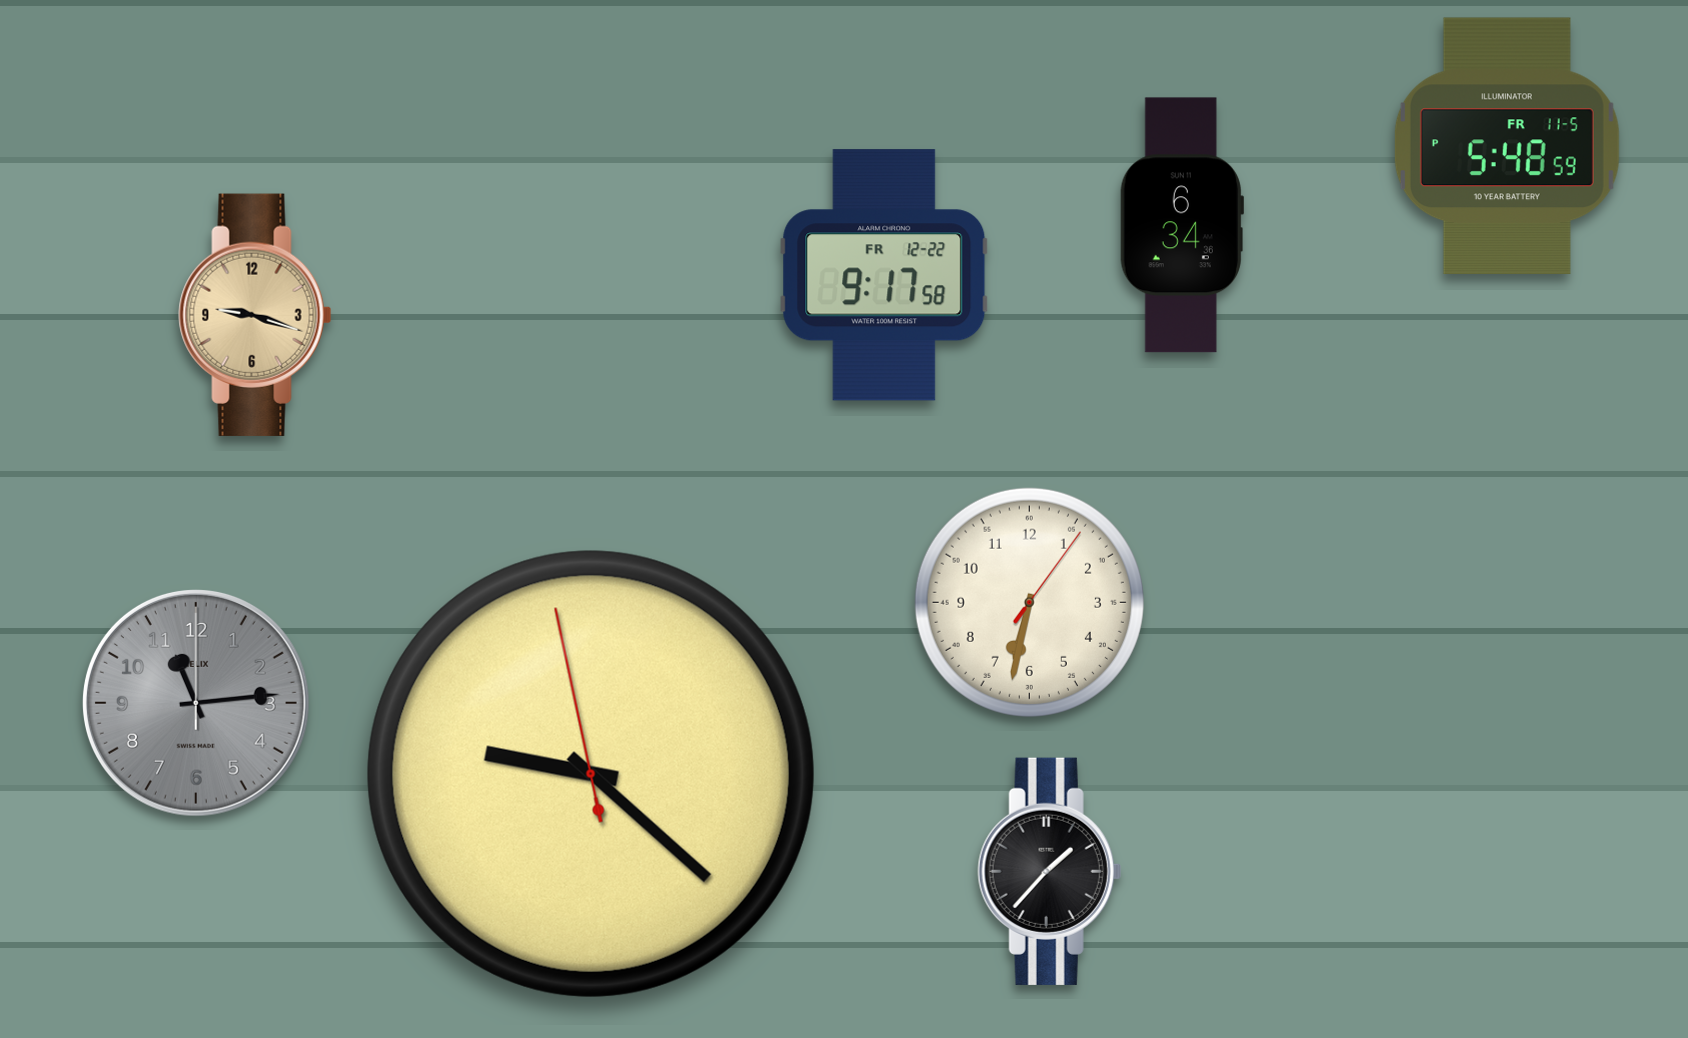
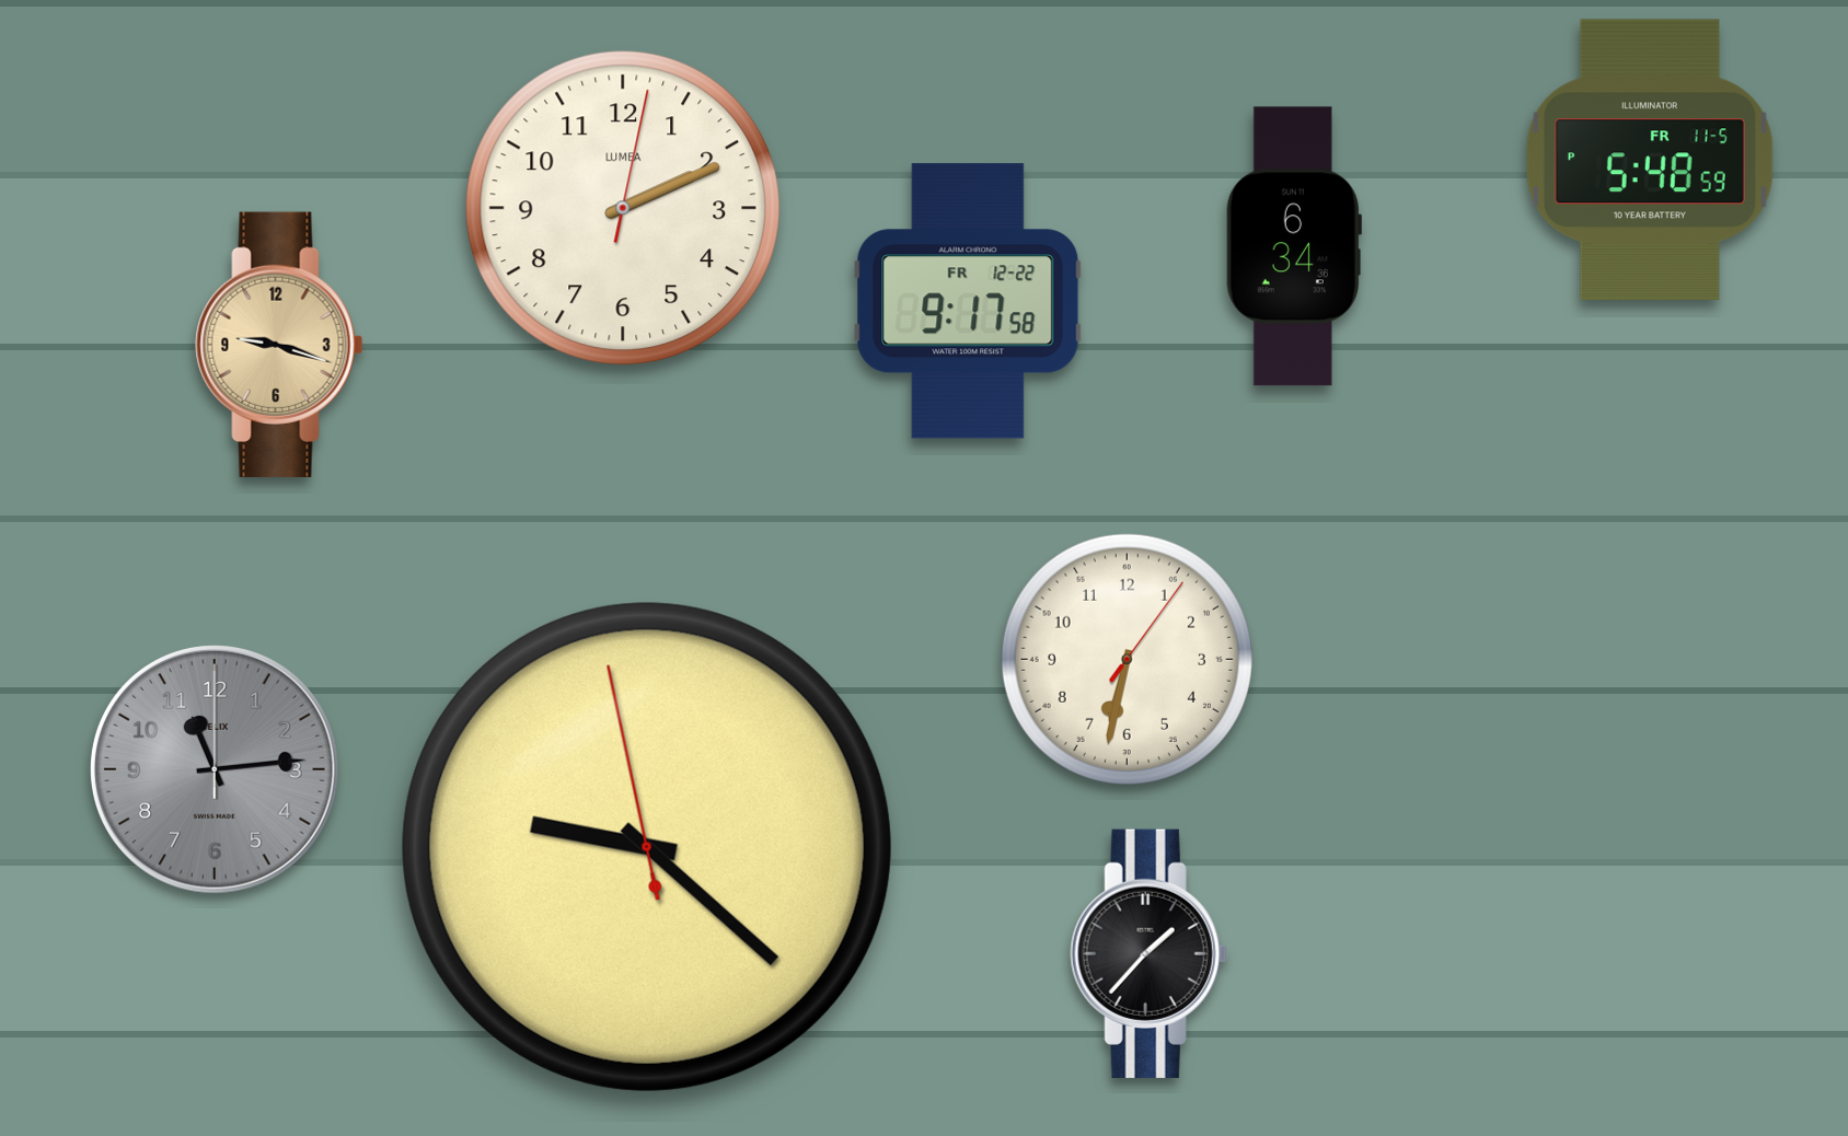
clock at (623, 208): none -> 2:11
